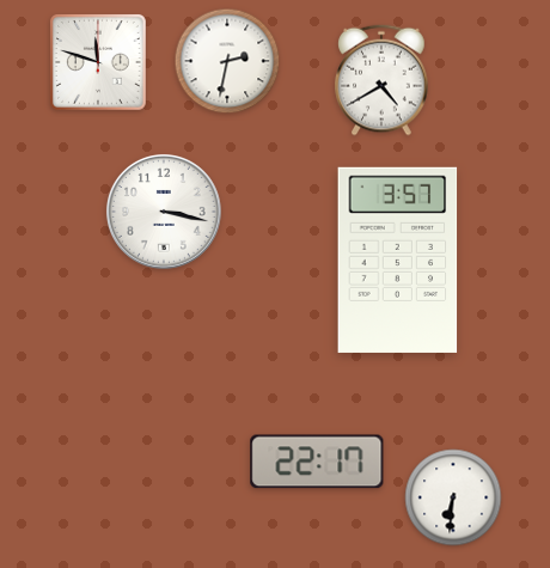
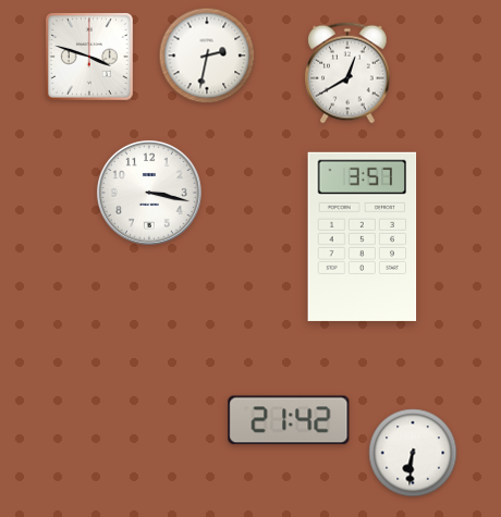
clock at (98, 62): 11:48 -> 3:48
clock at (381, 80): 4:40 -> 12:40
clock at (317, 462): 22:17 -> 21:42
